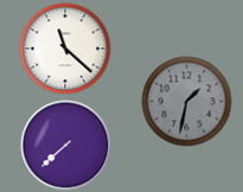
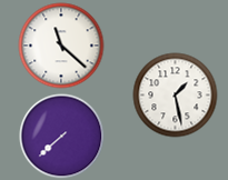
clock at (187, 102): 1:32 -> 1:28
clock at (187, 102) dial: grey -> white
